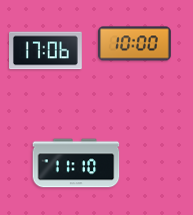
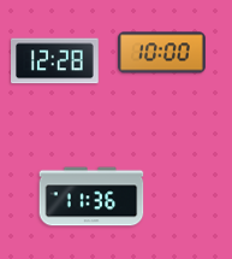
clock at (46, 51): 17:06 -> 12:28
clock at (76, 163): 11:10 -> 11:36
